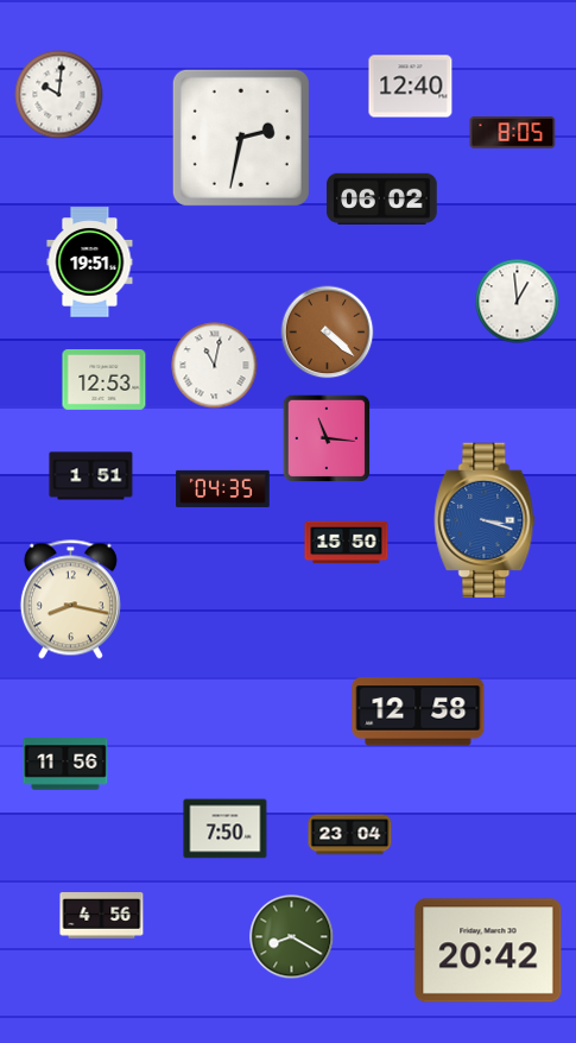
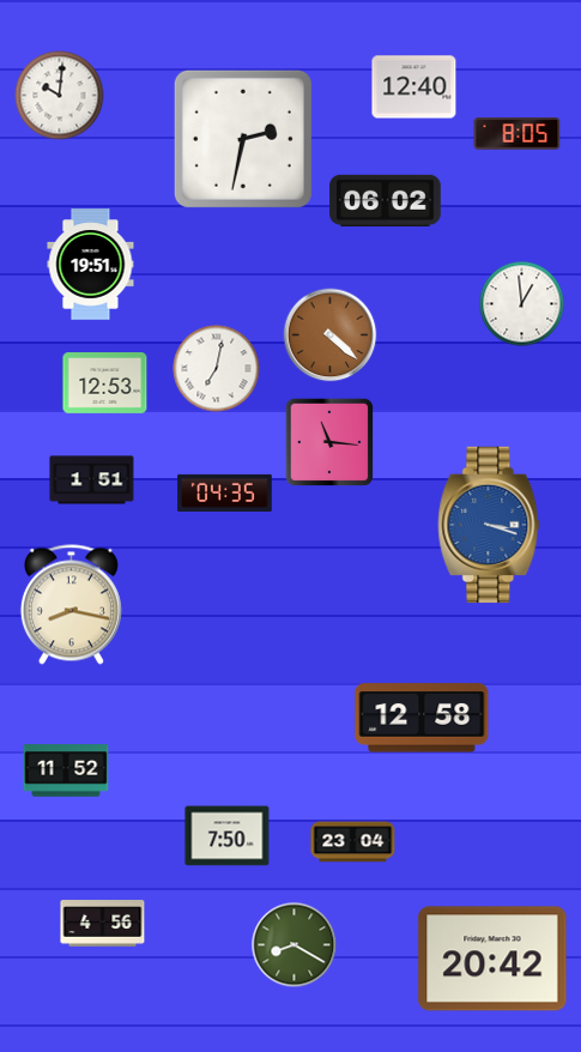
clock at (215, 366): 11:02 -> 7:02
clock at (347, 543): 15:50 -> none
clock at (65, 764): 11:56 -> 11:52
